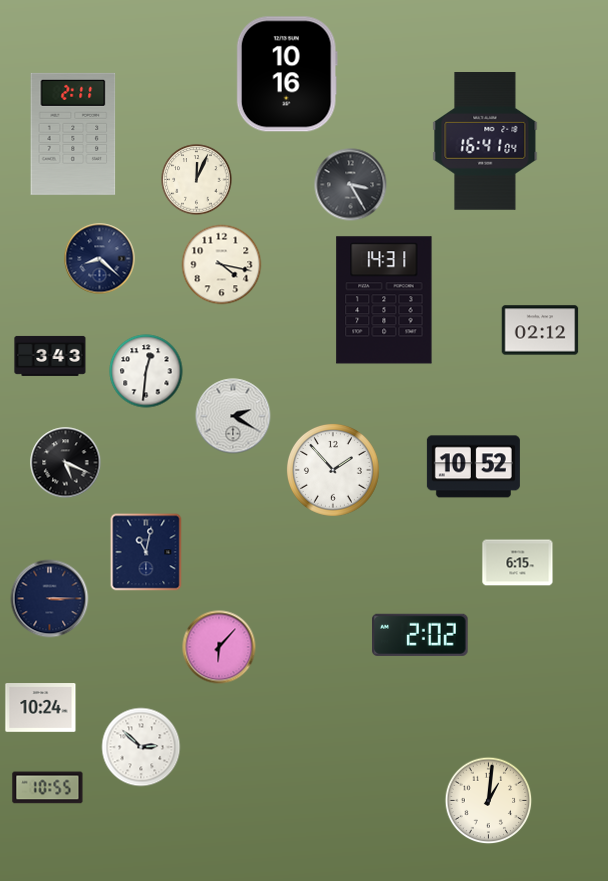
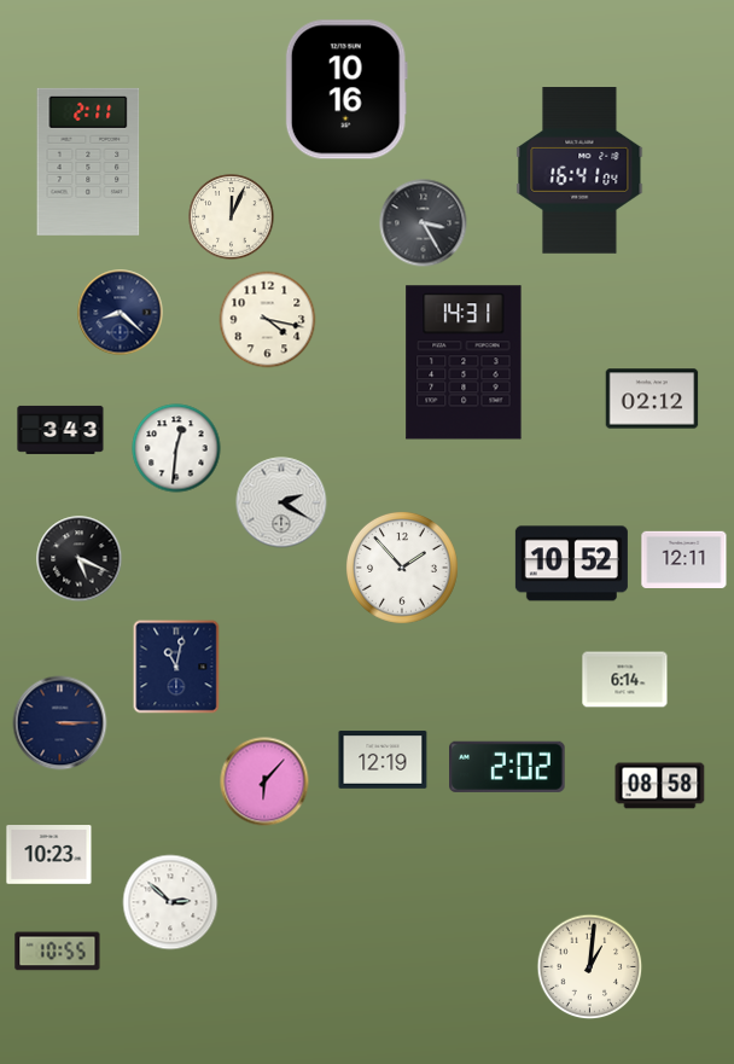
clock at (485, 142) position: (485, 142) -> (579, 171)
clock at (197, 180) position: (197, 180) -> (232, 217)
clock at (685, 559): none -> 12:11
clock at (518, 563): 6:15 -> 6:14
clock at (383, 760): none -> 12:19
clock at (660, 786): none -> 08:58
clock at (41, 708): 10:24 -> 10:23
